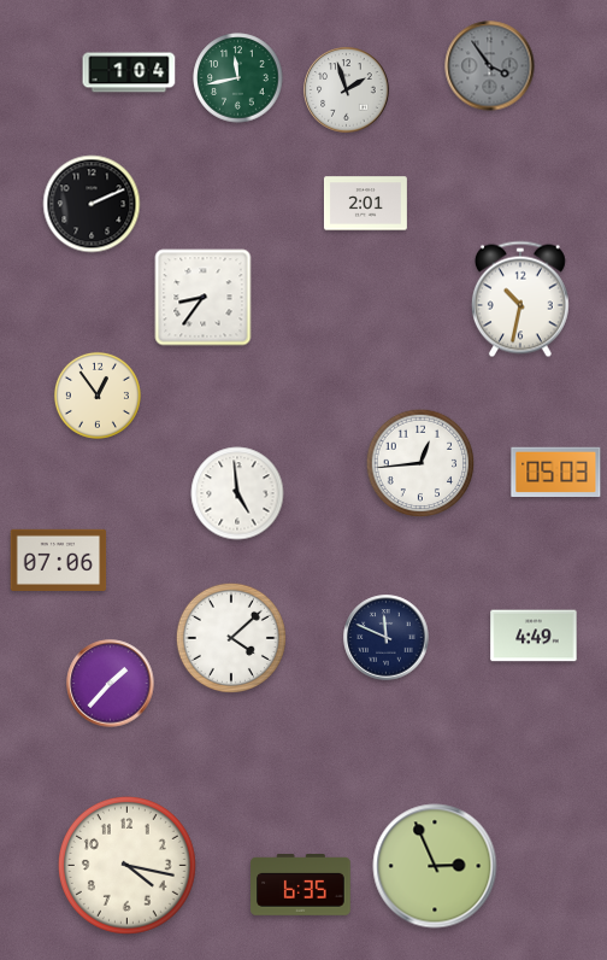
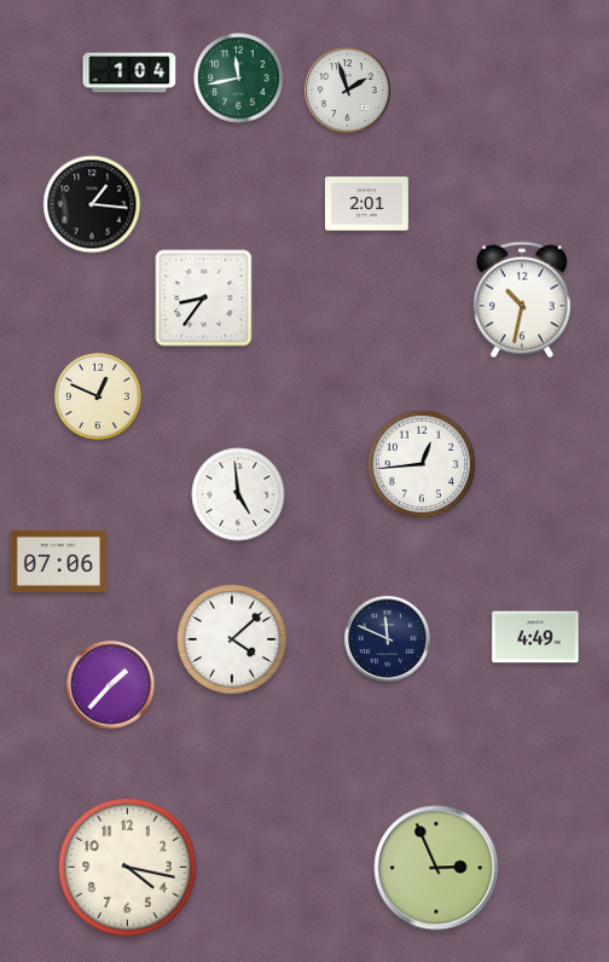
clock at (490, 66): 3:54 -> none
clock at (92, 204): 2:11 -> 1:16
clock at (98, 396): 12:54 -> 12:49
clock at (556, 473): 05:03 -> none
clock at (301, 885): 6:35 -> none
